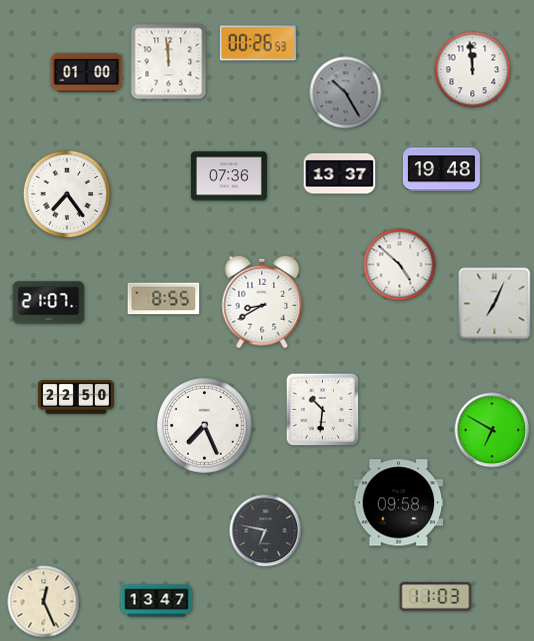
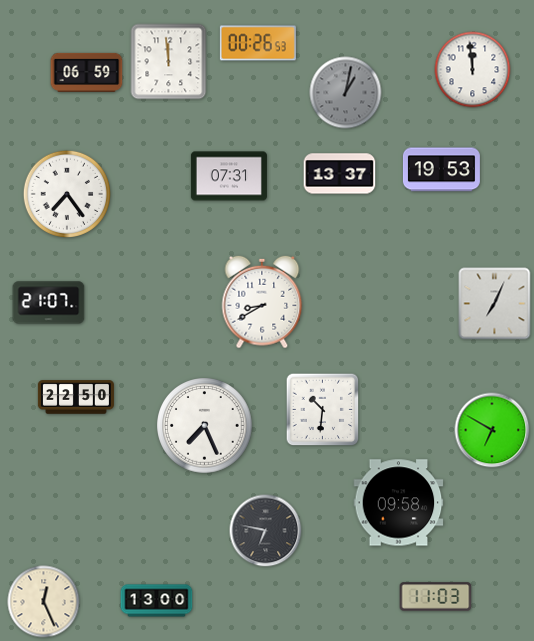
clock at (87, 72): 01:00 -> 06:59
clock at (346, 93): 10:25 -> 1:02
clock at (441, 170): 19:48 -> 19:53
clock at (229, 176): 07:36 -> 07:31
clock at (400, 265): 4:52 -> none
clock at (164, 299): 8:55 -> none
clock at (157, 601): 13:47 -> 13:00
